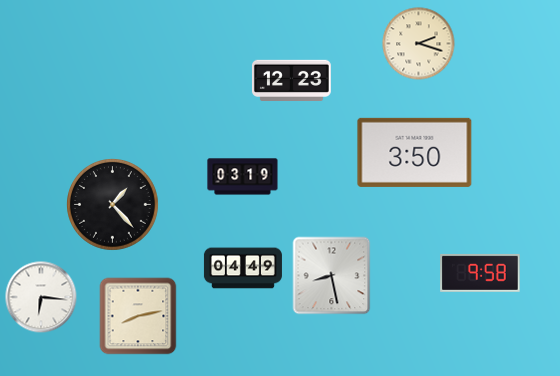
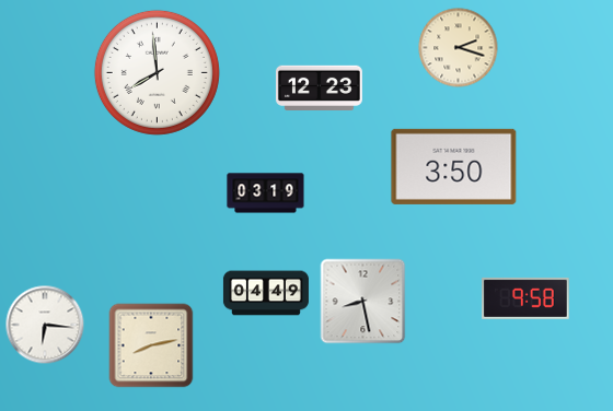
clock at (157, 72): none -> 7:59
clock at (113, 205): 1:23 -> none
